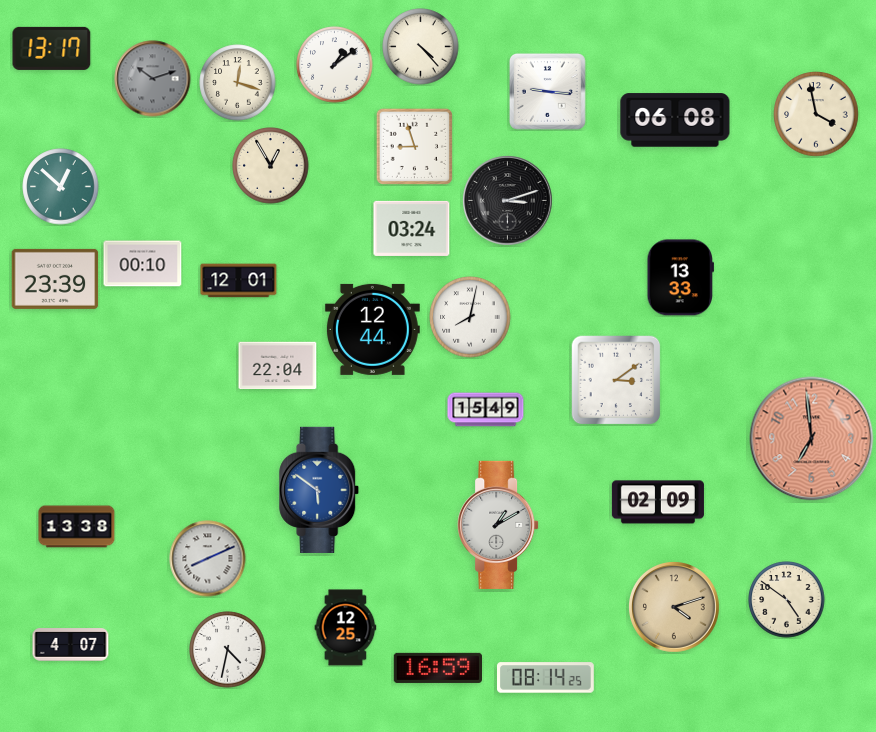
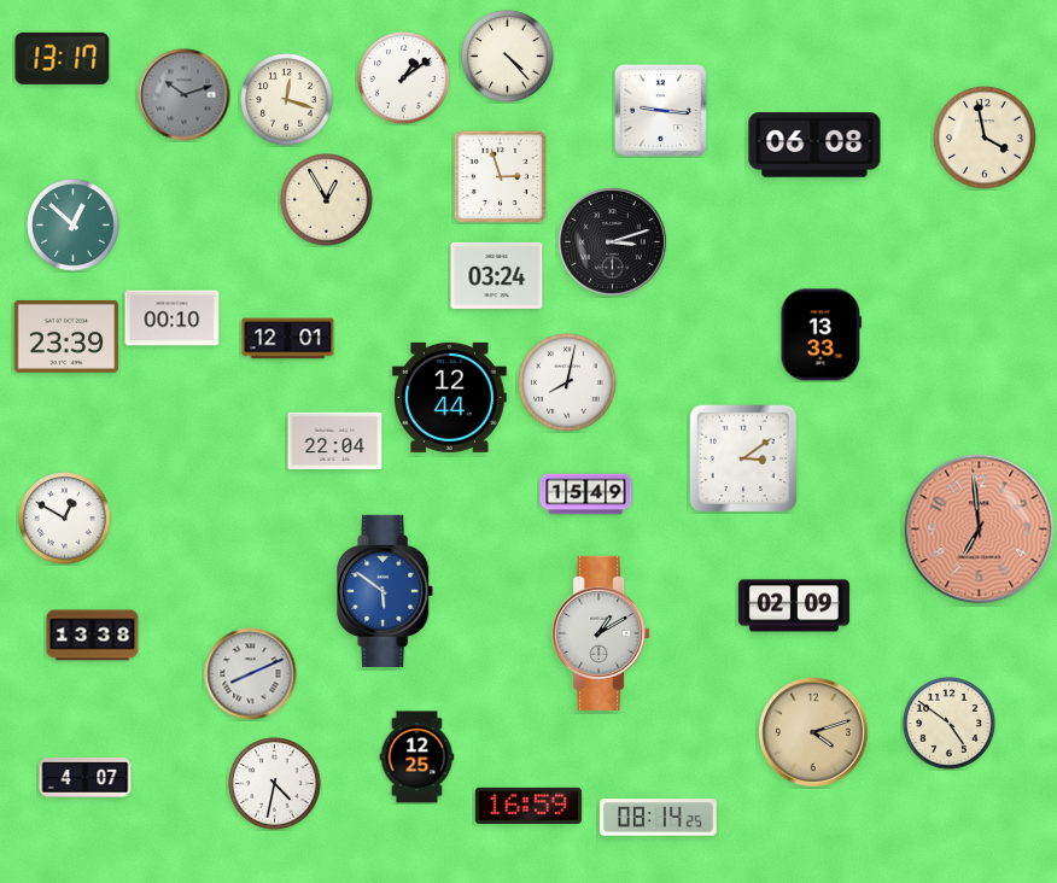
clock at (414, 146): 8:57 -> 2:57
clock at (65, 519): none -> 12:50
